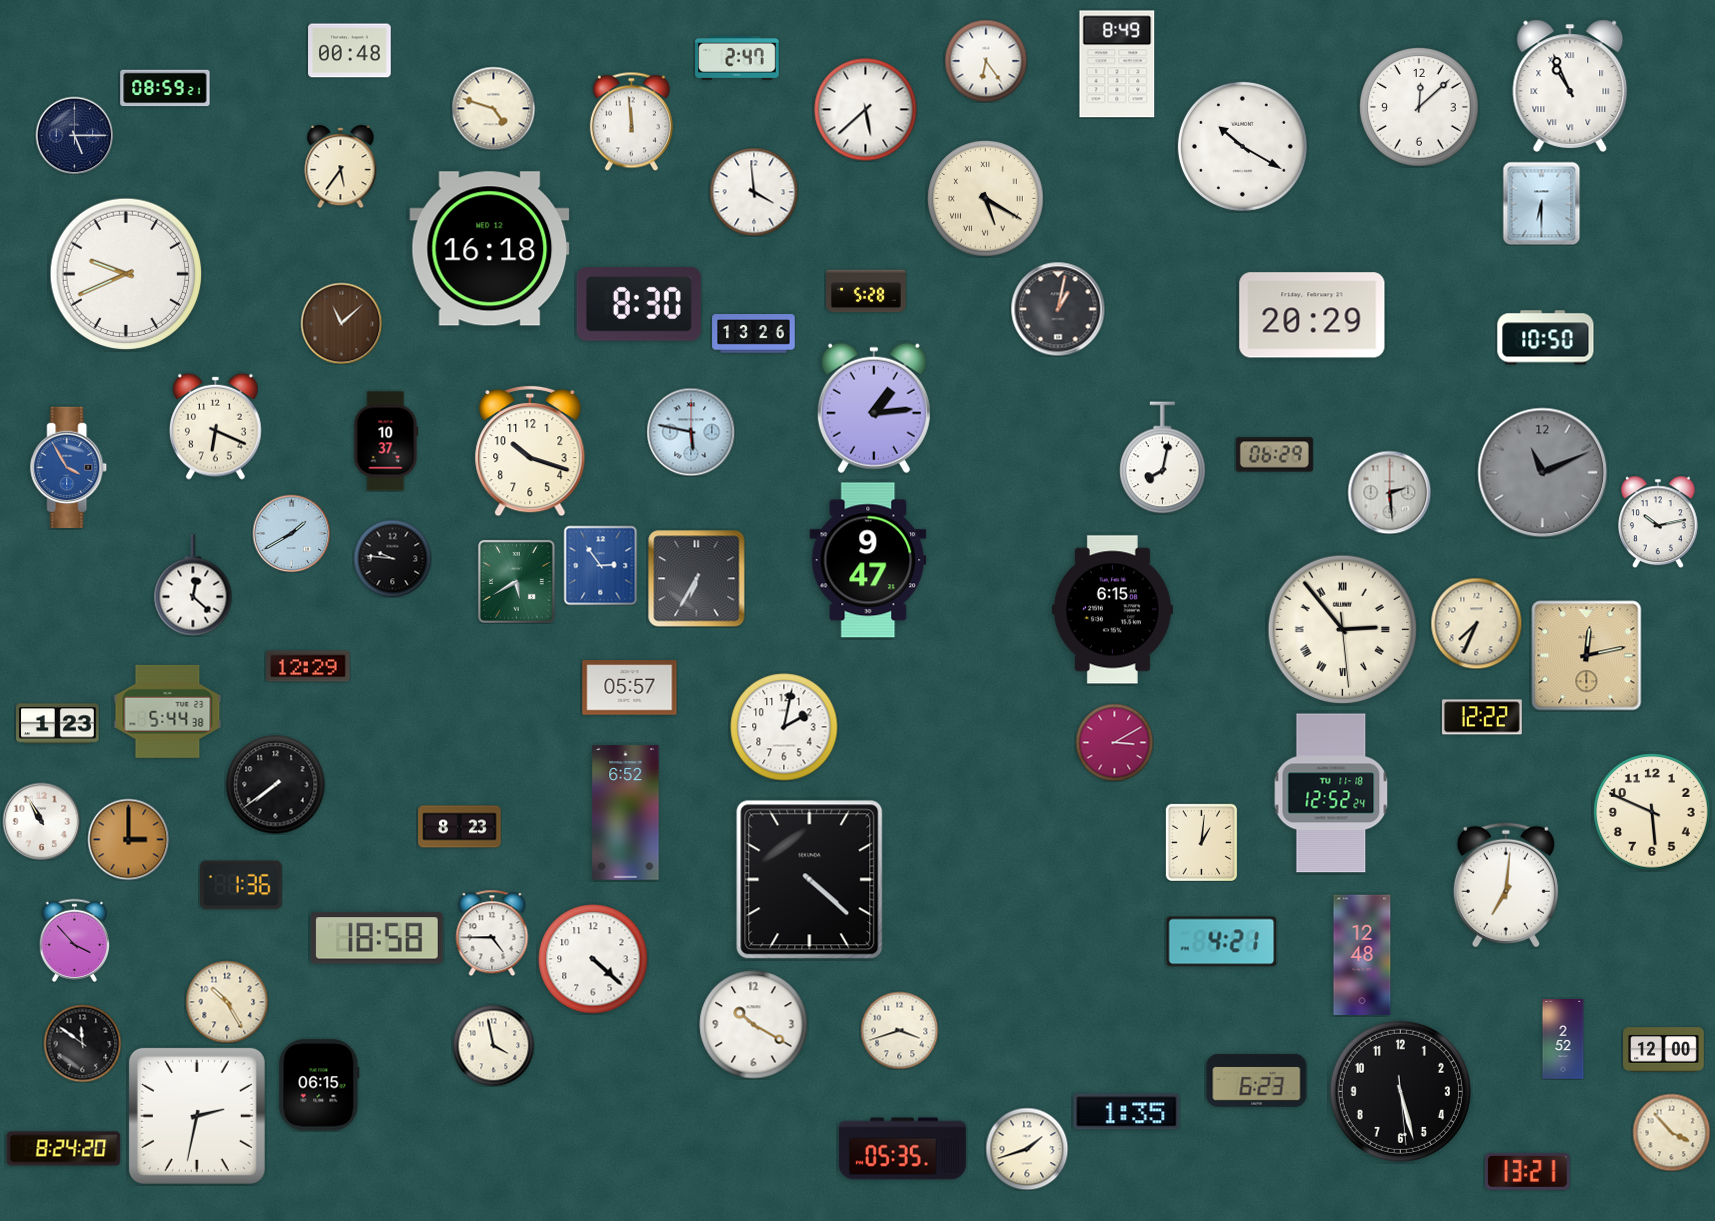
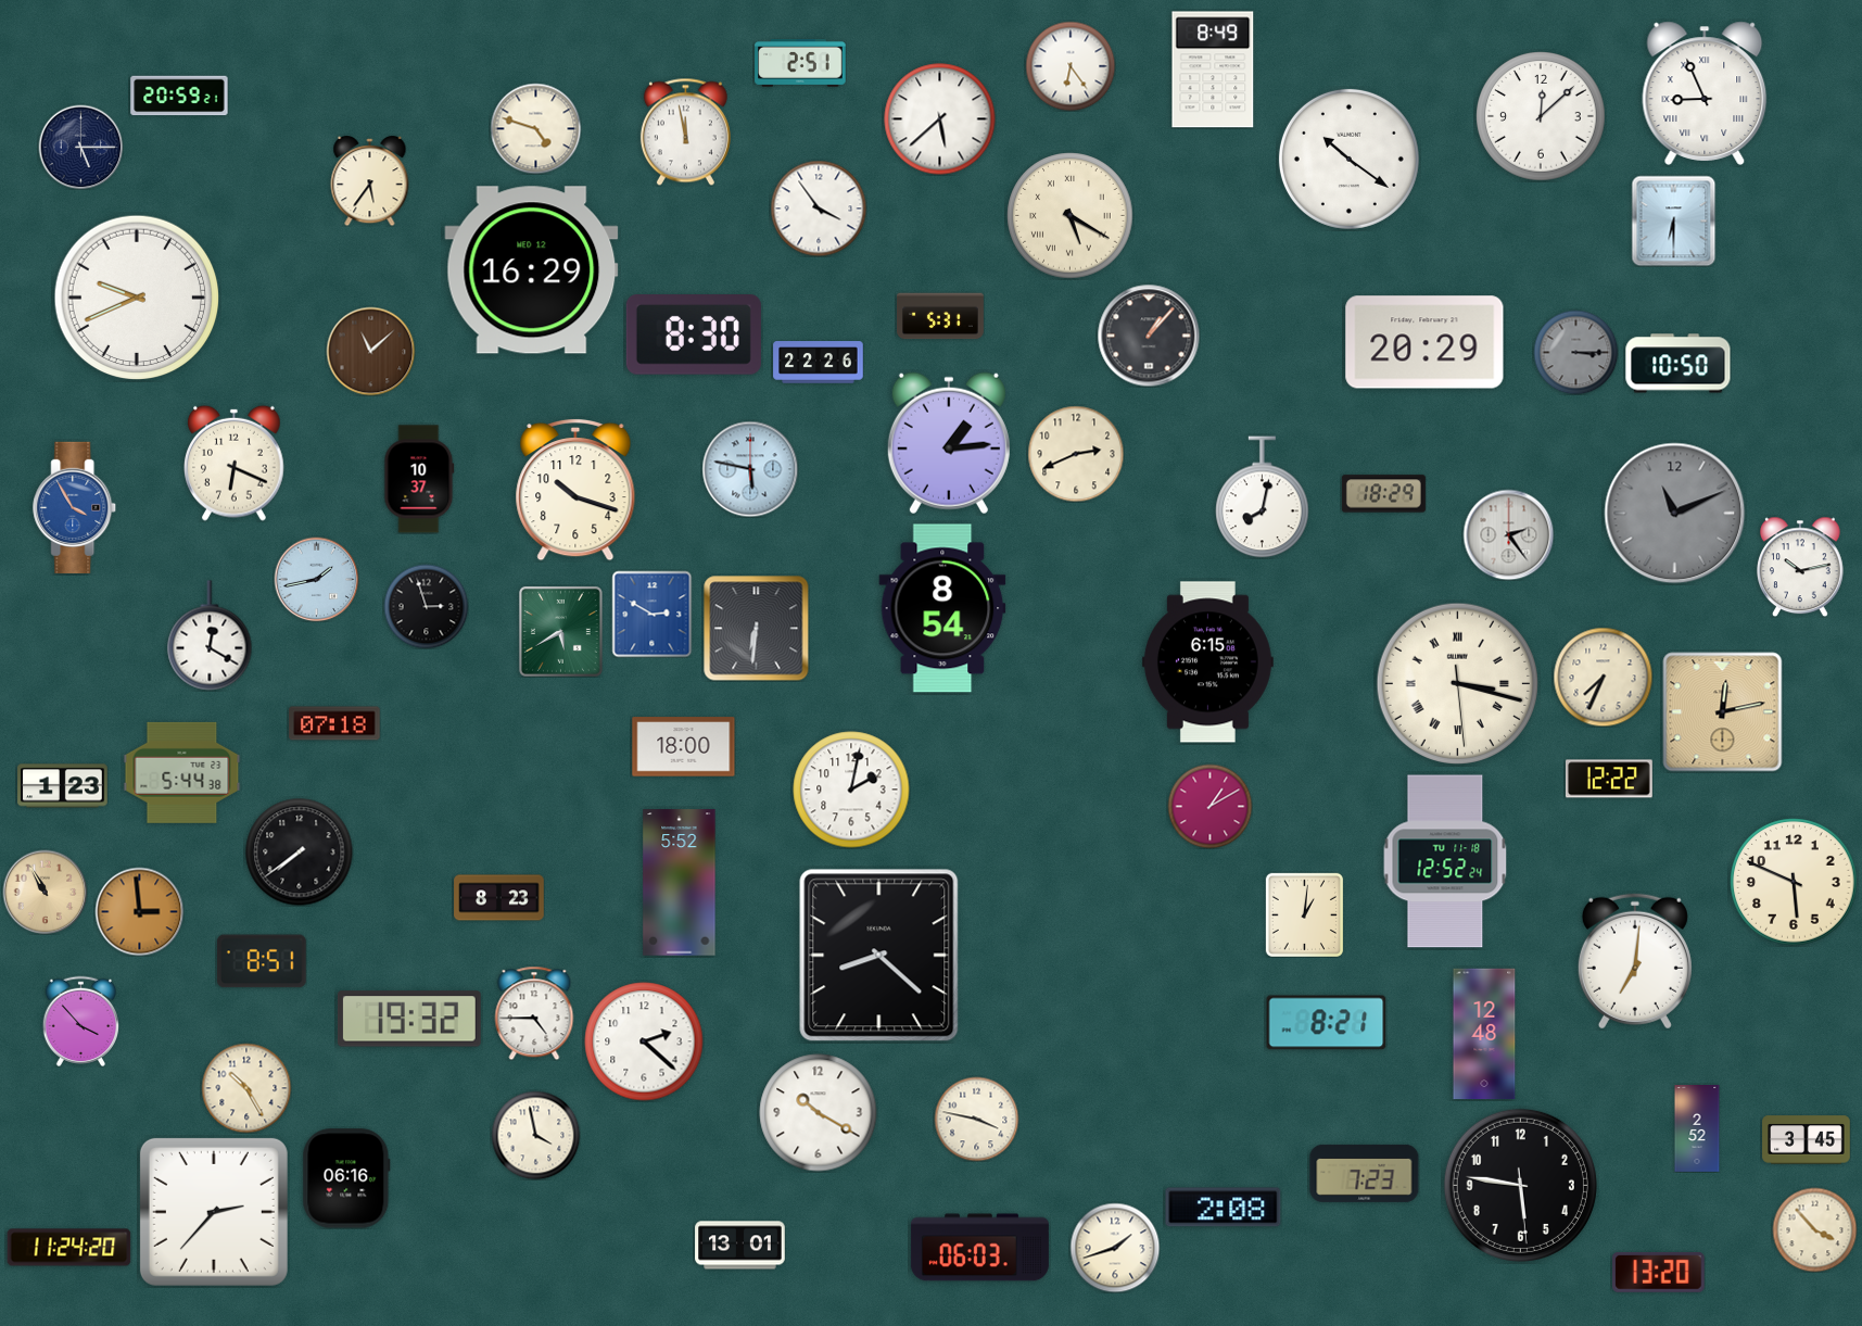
clock at (350, 51): 00:48 -> none
clock at (737, 58): 2:47 -> 2:51
clock at (1570, 86): 10:56 -> 8:56
clock at (165, 88): 08:59 -> 20:59
clock at (493, 108) position: (493, 108) -> (535, 128)
clock at (631, 121): 11:59 -> 11:58
clock at (1242, 146): 10:20 -> 10:21
clock at (754, 192): 3:59 -> 3:54
clock at (490, 249): 16:18 -> 16:29
clock at (867, 291): 5:28 -> 5:31
clock at (639, 305) position: (639, 305) -> (694, 336)
clock at (1058, 309): 1:02 -> 1:07
clock at (1575, 352): none -> 3:15
clock at (754, 334): 13:26 -> 22:26
clock at (1546, 338) position: (1546, 338) -> (1679, 364)
clock at (1076, 454): none -> 2:41
clock at (1274, 455): 06:29 -> 18:29
clock at (1389, 492): 2:29 -> 2:24
clock at (291, 533): 1:40 -> 1:43
clock at (392, 558): 9:46 -> 2:57
clock at (868, 560): 9:47 -> 8:54
clock at (601, 565): 2:54 -> 2:50
clock at (697, 579): 6:35 -> 6:31
clock at (193, 585): 12:22 -> 12:20
clock at (1343, 630): 2:53 -> 3:17
clock at (308, 666): 12:29 -> 07:18
clock at (630, 688): 05:57 -> 18:00
clock at (1114, 742): 3:10 -> 1:10
clock at (626, 813): 6:52 -> 5:52
clock at (41, 821) dial: white -> champagne
clock at (128, 839): 3:00 -> 2:59
clock at (810, 880): 4:22 -> 8:22
clock at (241, 885): 1:36 -> 8:51
clock at (377, 938): 18:58 -> 19:32
clock at (1222, 942): 4:21 -> 8:21
clock at (1362, 955) position: (1362, 955) -> (1484, 1034)
clock at (593, 959): 4:22 -> 2:22
clock at (899, 1030): 3:42 -> 3:47
clock at (82, 1043): 11:51 -> none
clock at (1664, 1050): 12:00 -> 3:45
clock at (1257, 1080): 6:23 -> 7:23
clock at (319, 1085): 06:15 -> 06:16
clock at (1400, 1091): 5:27 -> 5:46
clock at (1127, 1112): 1:35 -> 2:08
clock at (197, 1116): 2:32 -> 2:37
clock at (740, 1246): none -> 13:01
clock at (64, 1149): 8:24 -> 11:24
clock at (902, 1149): 05:35 -> 06:03
clock at (1528, 1171): 13:21 -> 13:20
